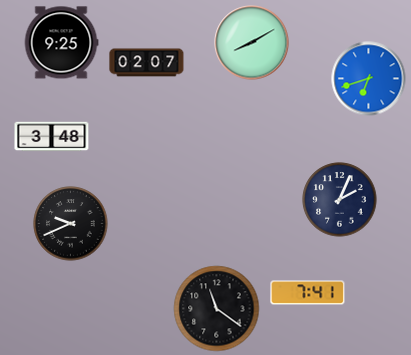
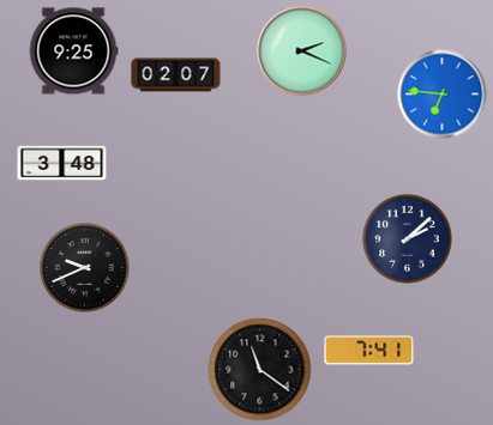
clock at (252, 43): 8:10 -> 2:19
clock at (369, 79): 6:42 -> 6:46
clock at (340, 200): 2:04 -> 2:08
